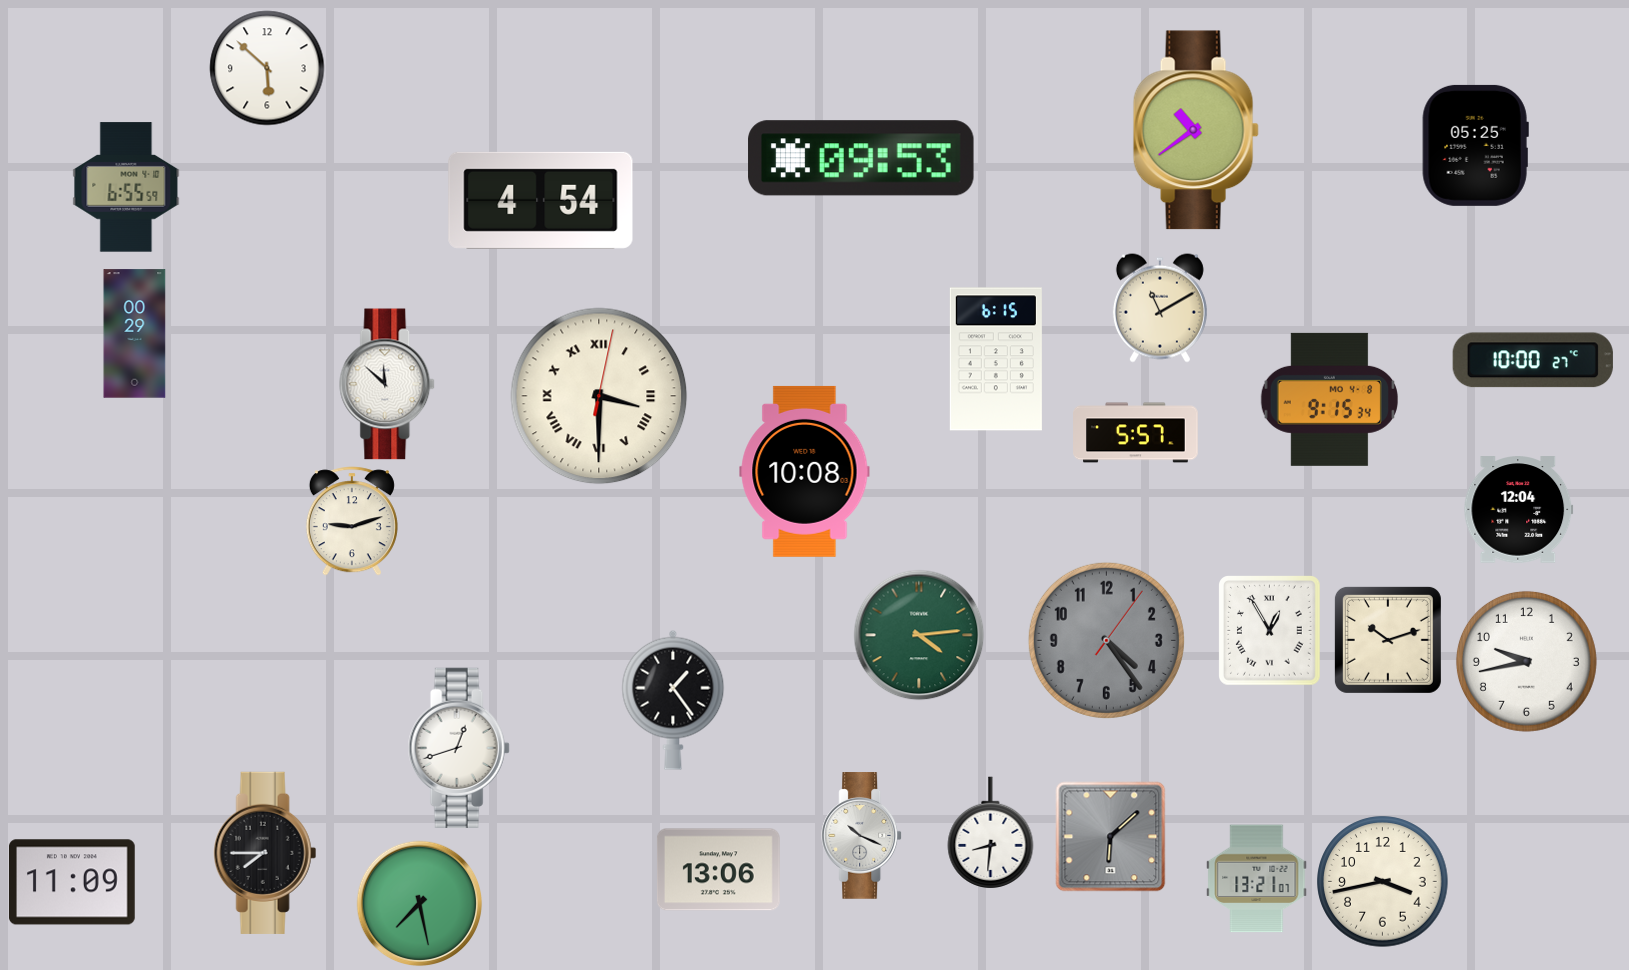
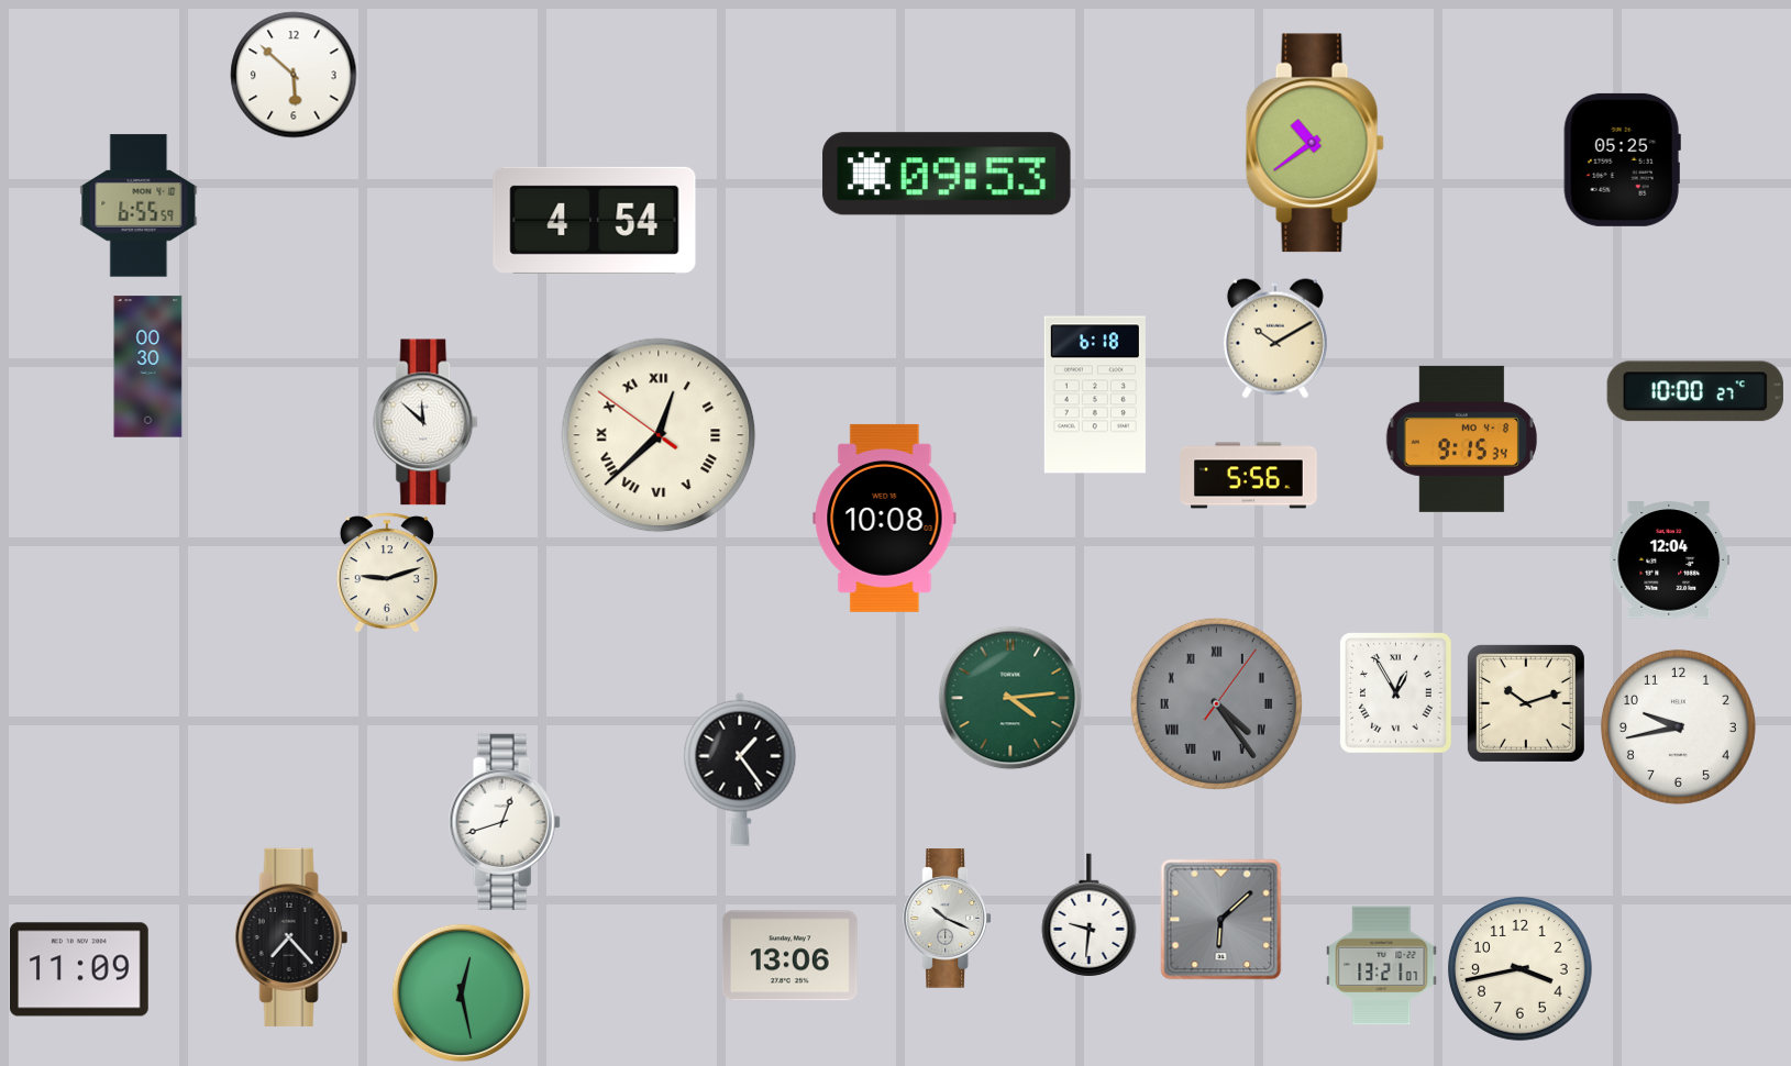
clock at (1160, 308): 11:10 -> 10:10
clock at (135, 334): 00:29 -> 00:30
clock at (996, 359): 6:15 -> 6:18
clock at (1533, 360) position: (1533, 360) -> (1695, 391)
clock at (599, 396): 3:30 -> 12:37
clock at (1136, 433): 5:57 -> 5:56
clock at (1106, 640) numerals: Arabic -> Roman
clock at (991, 833): 8:31 -> 9:31
clock at (265, 853): 7:45 -> 7:23
clock at (420, 904): 7:28 -> 12:28
